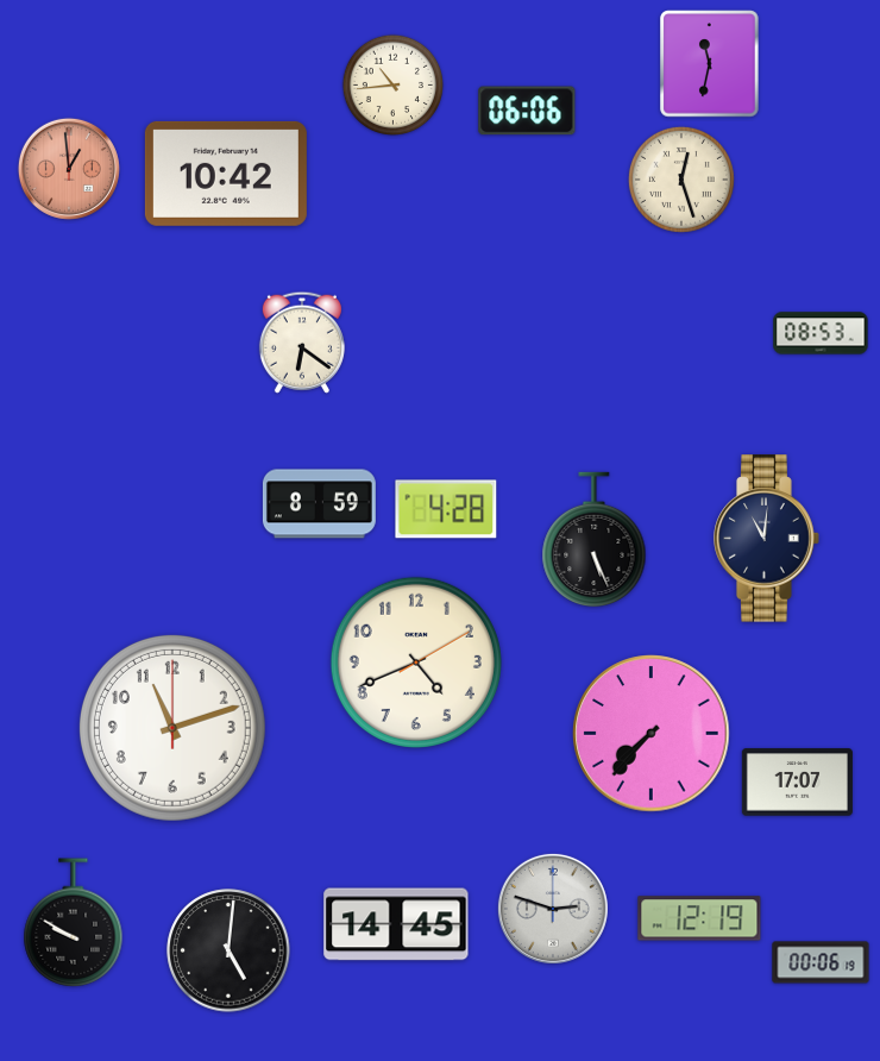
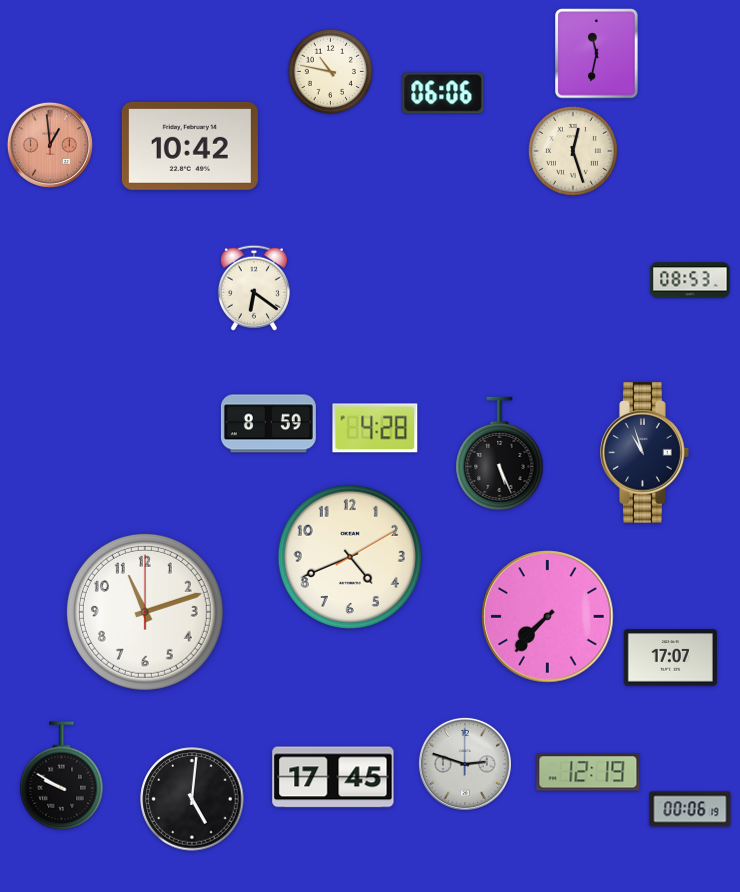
clock at (392, 84): 10:44 -> 10:47
clock at (69, 169) position: (69, 169) -> (50, 145)
clock at (767, 539): 11:01 -> 10:57
clock at (396, 924): 14:45 -> 17:45
